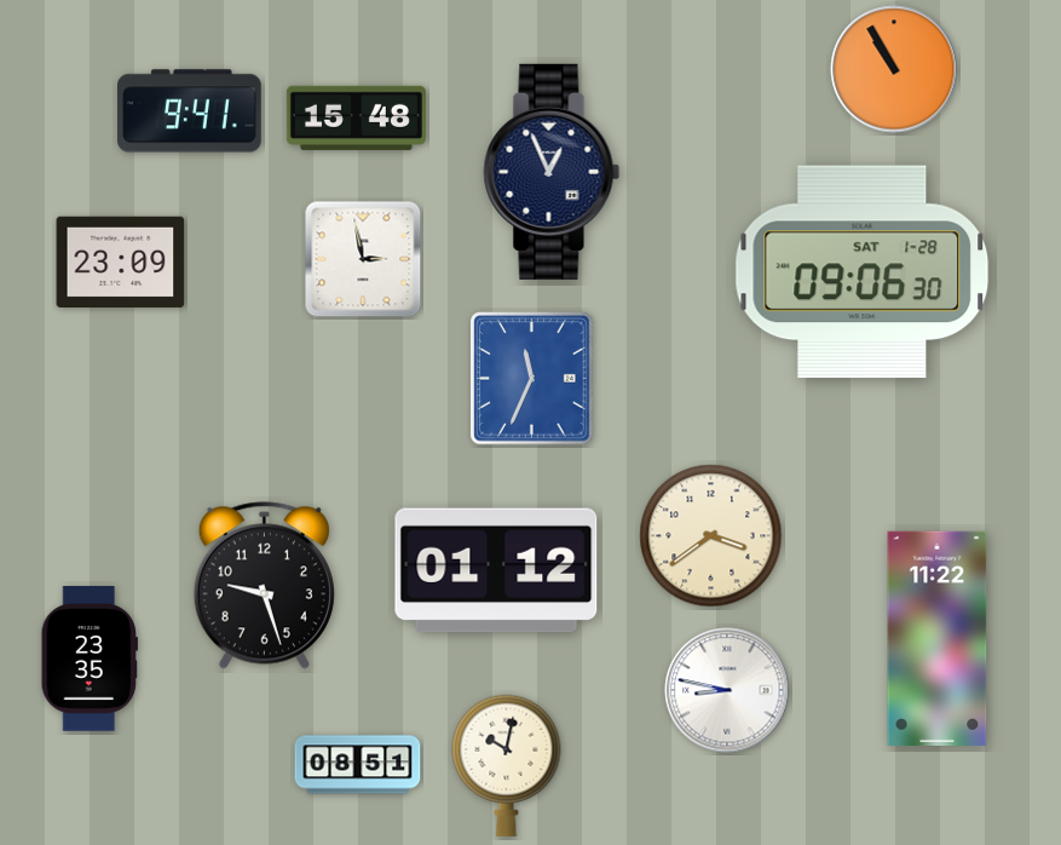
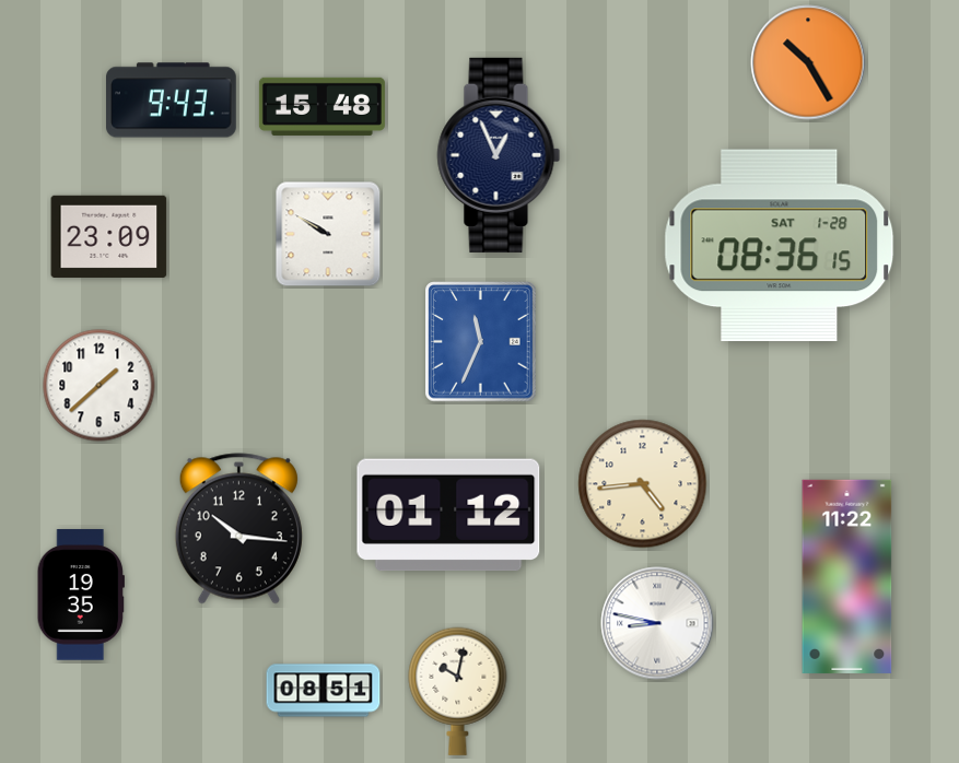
clock at (894, 69): 10:55 -> 10:25
clock at (190, 111): 9:41 -> 9:43
clock at (363, 259): 2:58 -> 9:50
clock at (863, 271): 09:06 -> 08:36
clock at (100, 386): none -> 1:38
clock at (711, 536): 3:39 -> 4:44
clock at (264, 586): 9:27 -> 10:16
clock at (90, 659): 23:35 -> 19:35
